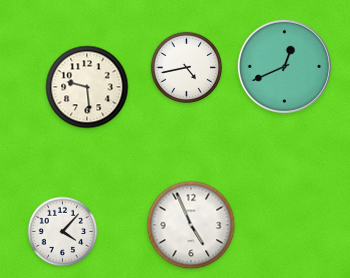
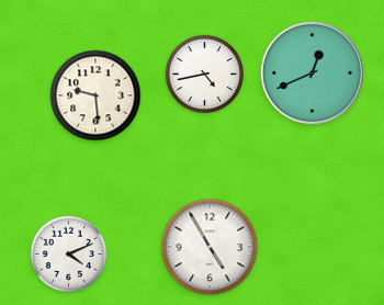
clock at (191, 225): 4:56 -> 4:55
clock at (63, 232): 4:07 -> 4:11
